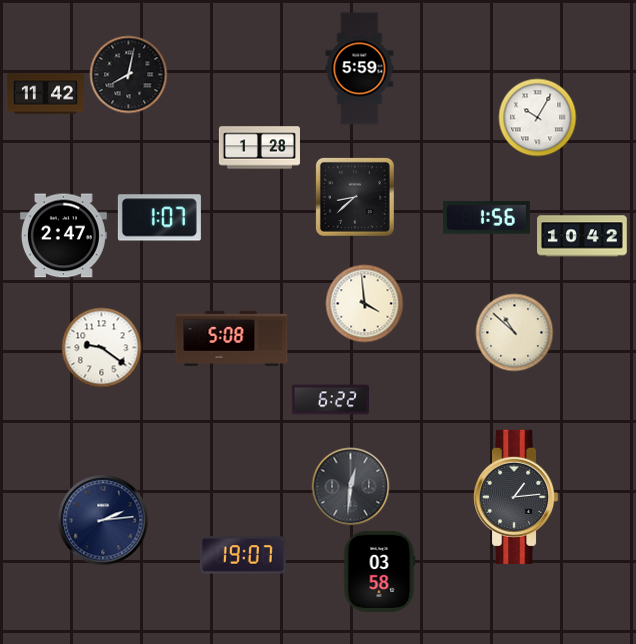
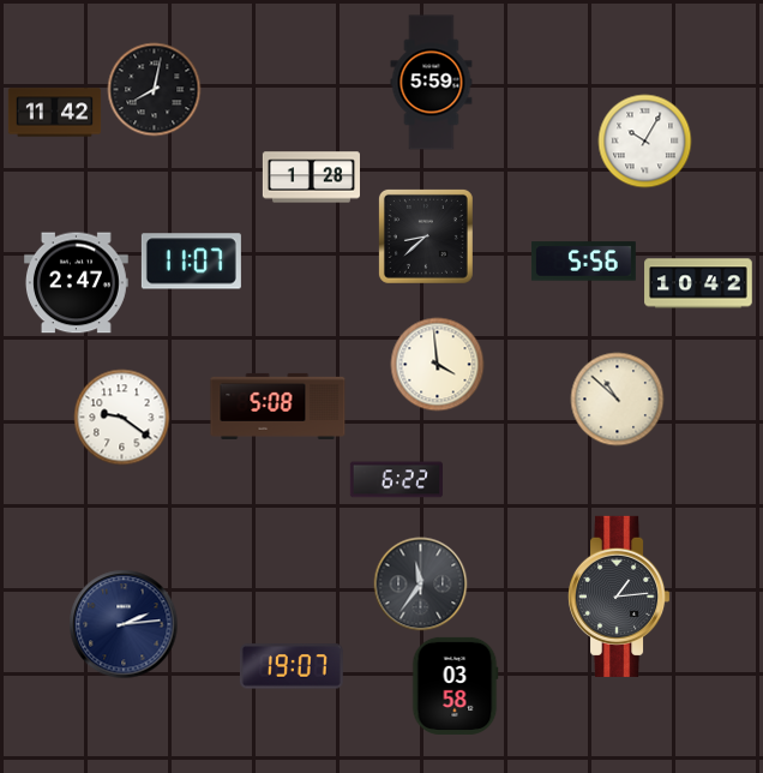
clock at (159, 218): 1:07 -> 11:07
clock at (486, 218): 1:56 -> 5:56
clock at (350, 486): 12:31 -> 11:36
